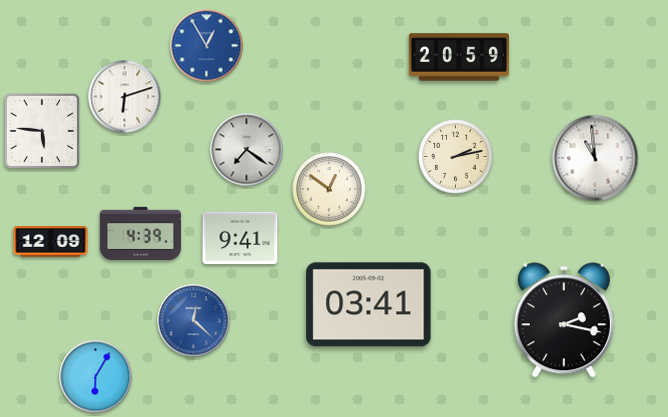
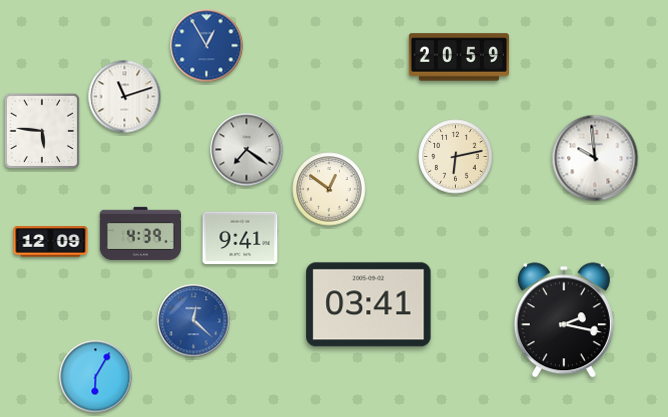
clock at (125, 97): 6:12 -> 11:12
clock at (456, 157): 2:13 -> 6:13
clock at (595, 158): 10:59 -> 9:59
